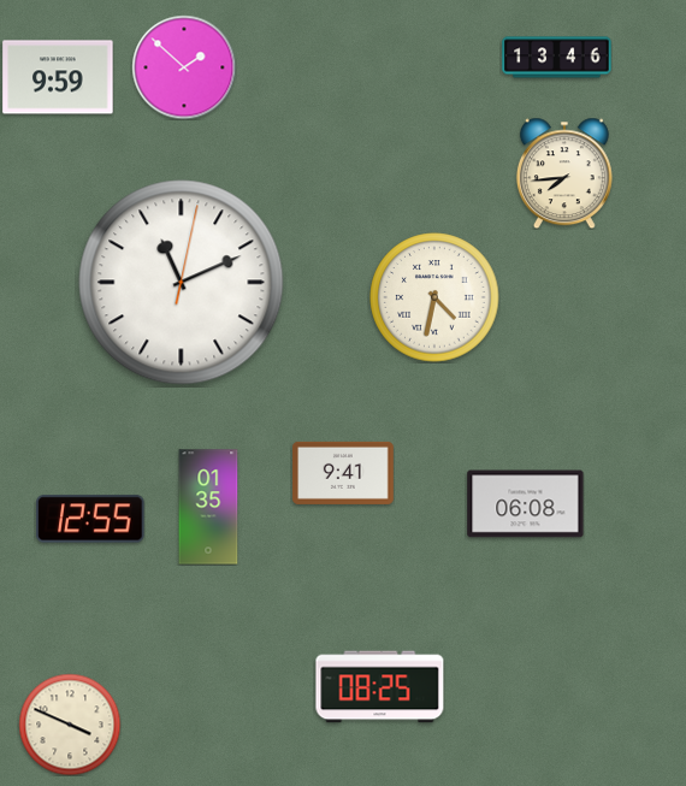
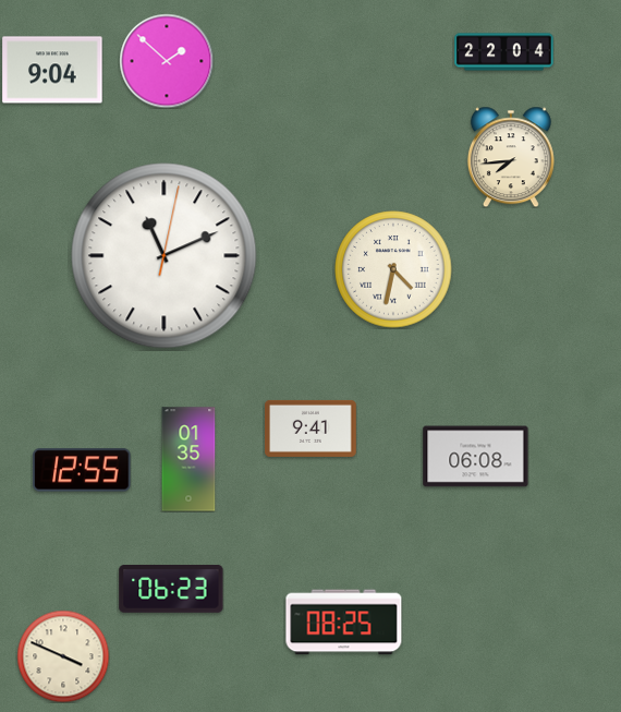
clock at (557, 58): 13:46 -> 22:04
clock at (58, 77): 9:59 -> 9:04
clock at (171, 590): none -> 06:23
